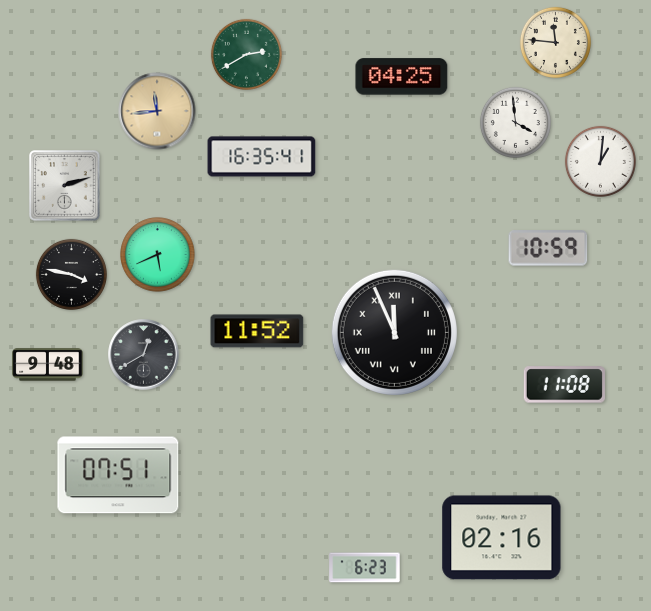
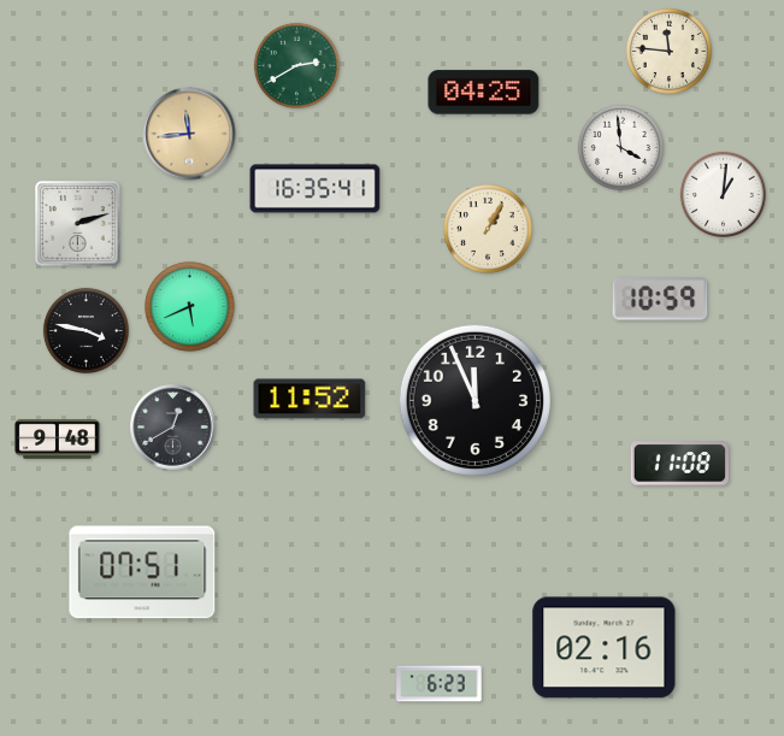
clock at (489, 230): none -> 1:05
clock at (394, 332) numerals: Roman -> Arabic
